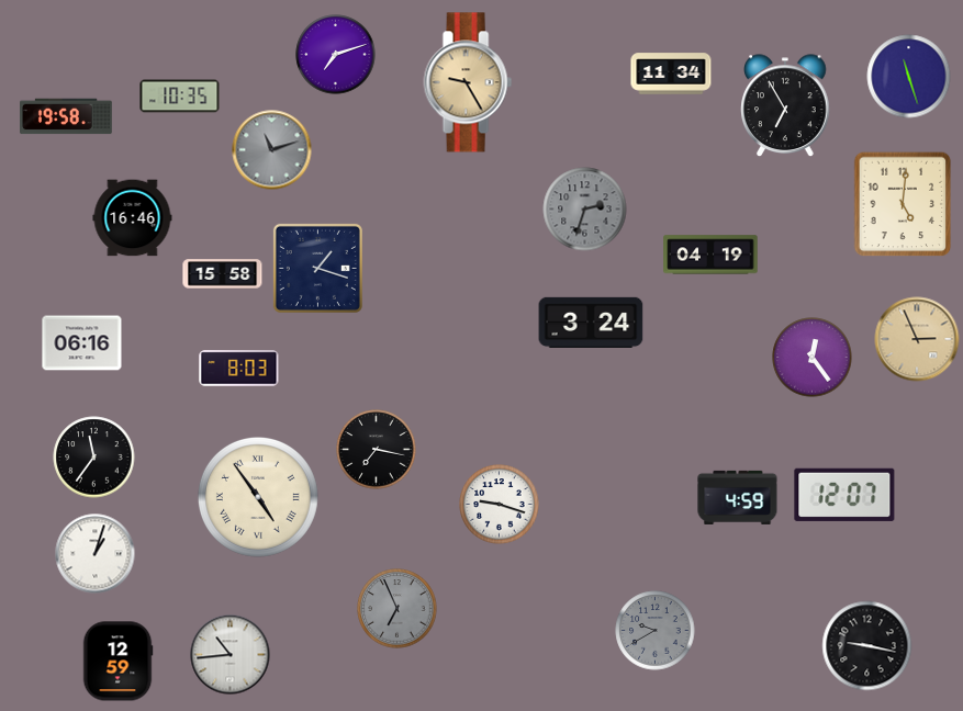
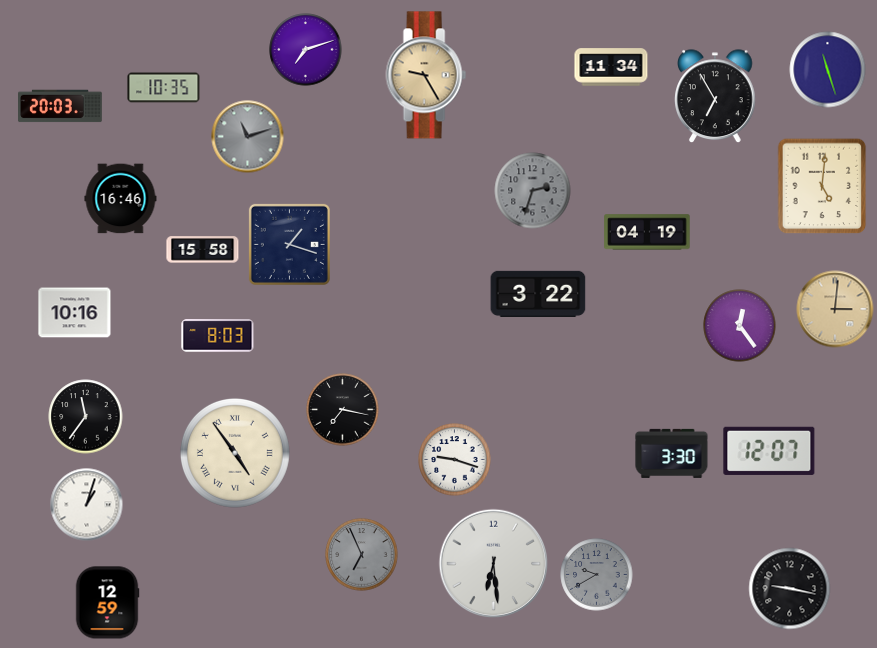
clock at (67, 116): 19:58 -> 20:03
clock at (591, 323): 3:24 -> 3:22
clock at (917, 339): 2:56 -> 3:01
clock at (82, 343): 06:16 -> 10:16
clock at (738, 497): 4:59 -> 3:30
clock at (494, 564): none -> 6:29
clock at (231, 655): 10:44 -> none
